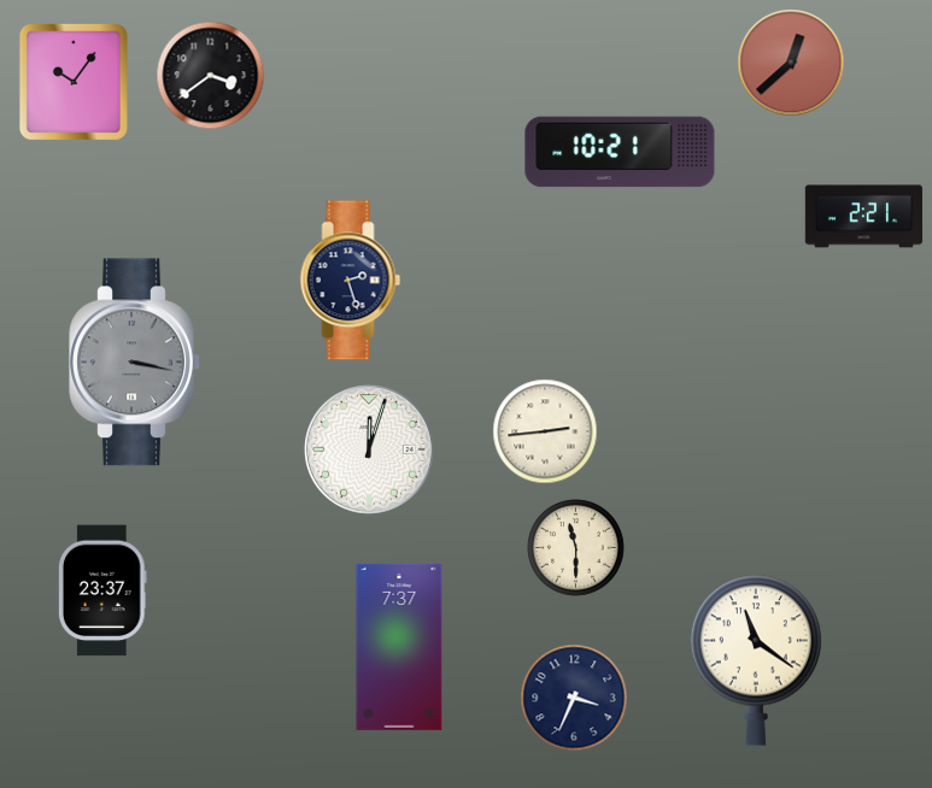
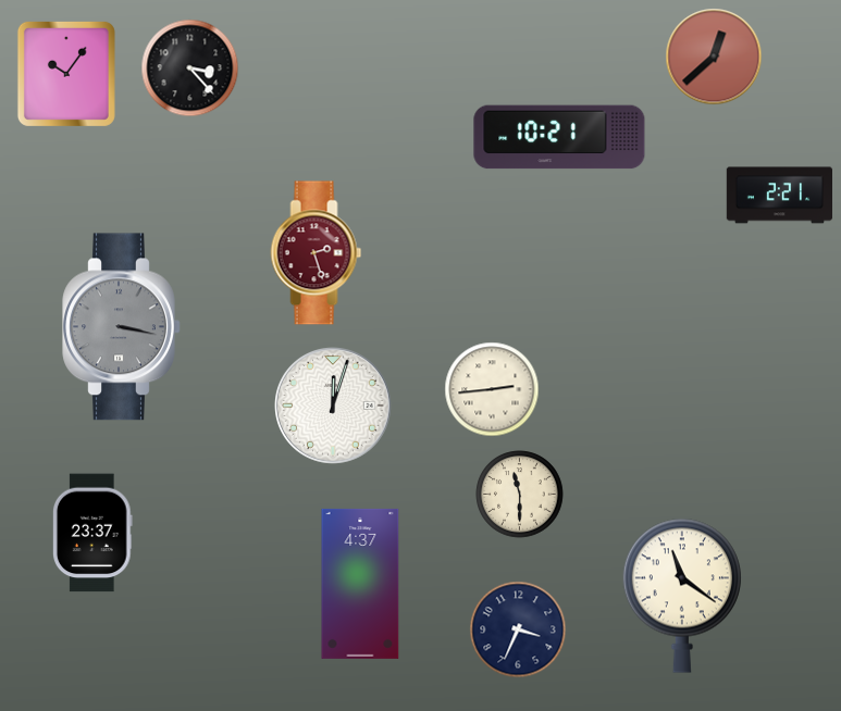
clock at (211, 76): 3:39 -> 3:23
clock at (351, 281) dial: navy -> burgundy
clock at (399, 647): 7:37 -> 4:37
